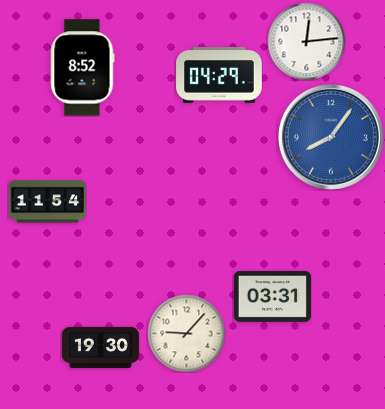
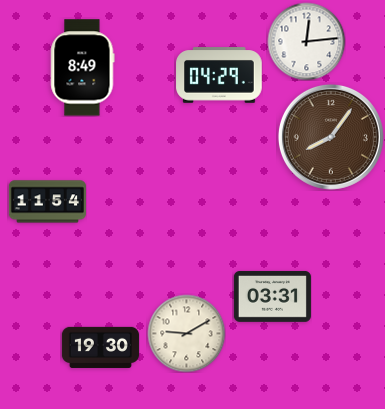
clock at (83, 68): 8:52 -> 8:49
clock at (331, 137) dial: blue -> brown
clock at (186, 333): 9:07 -> 9:10
